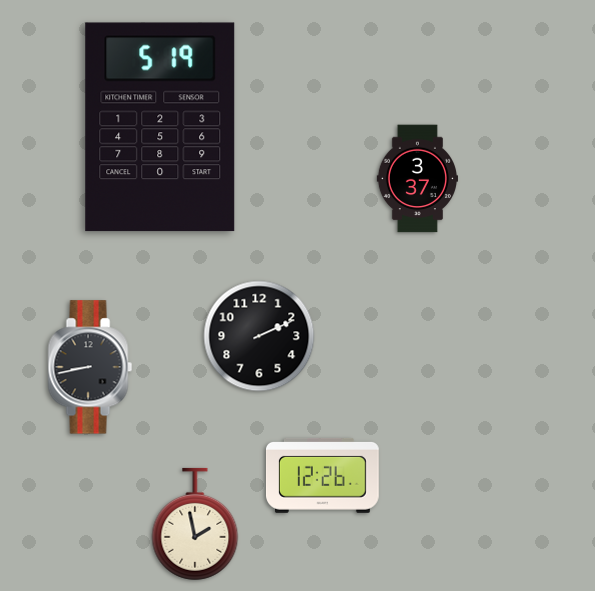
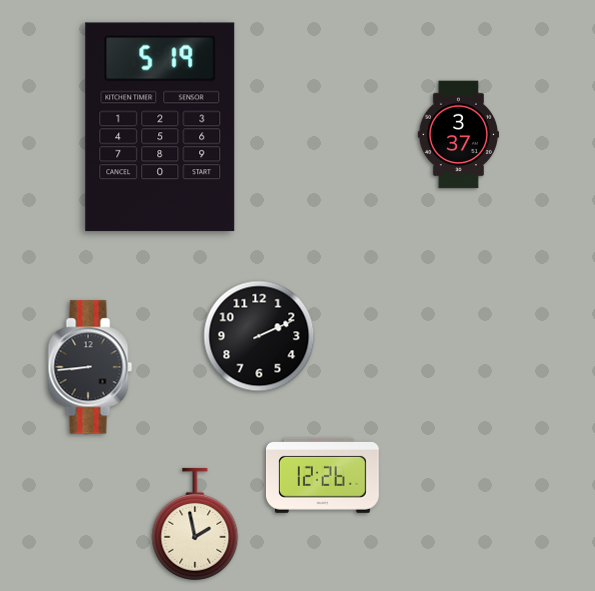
clock at (417, 179) position: (417, 179) -> (458, 135)
clock at (90, 367): 8:43 -> 8:44
